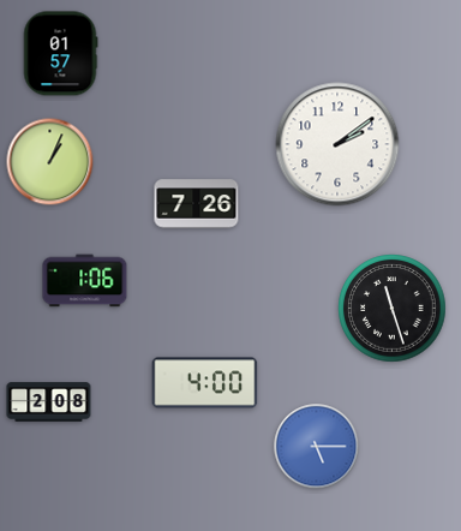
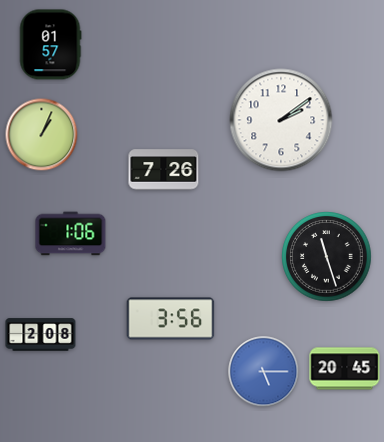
clock at (205, 383): 4:00 -> 3:56
clock at (345, 369): none -> 20:45
